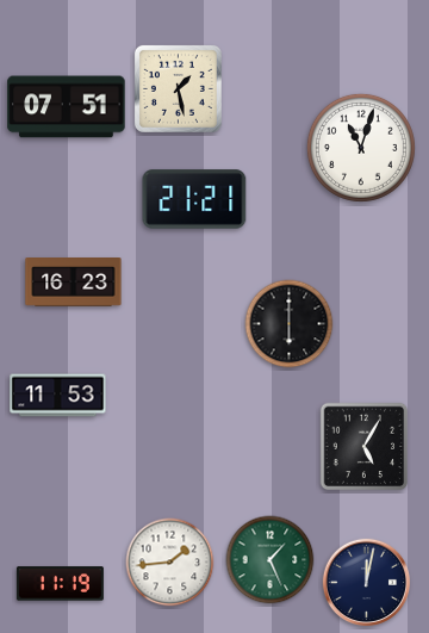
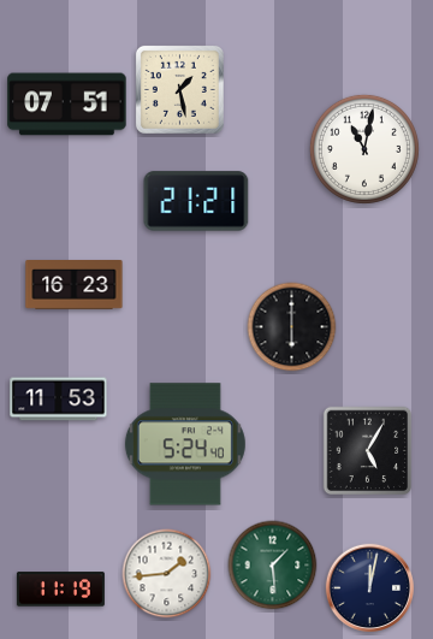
clock at (67, 107) position: (67, 107) -> (67, 105)
clock at (361, 148): 11:03 -> 11:02
clock at (185, 444): none -> 5:24
clock at (271, 560): 1:26 -> 1:29
clock at (170, 563) position: (170, 563) -> (167, 574)
